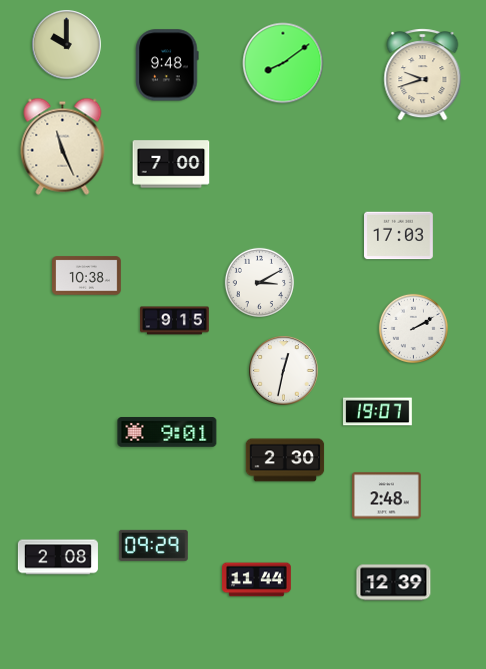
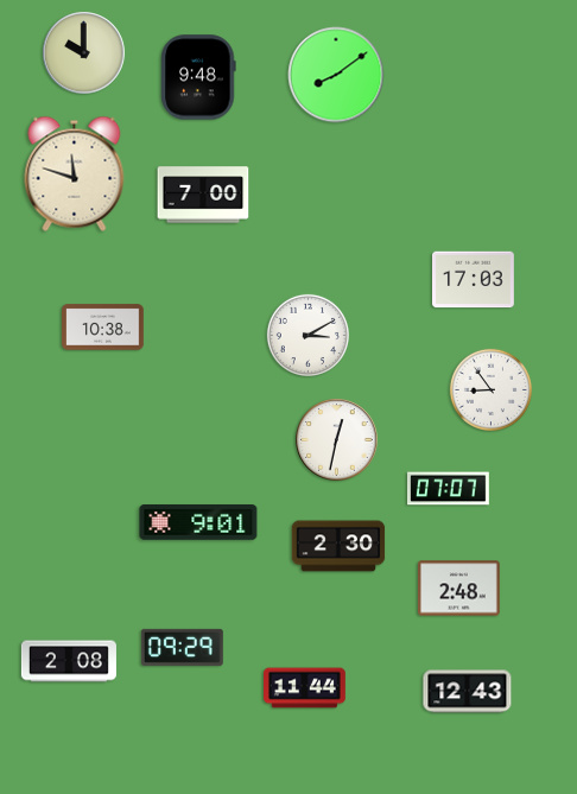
clock at (67, 45) position: (67, 45) -> (84, 53)
clock at (423, 75): 9:42 -> none
clock at (63, 146): 11:26 -> 11:48
clock at (175, 321): 9:15 -> none
clock at (413, 328): 2:10 -> 8:54
clock at (378, 412): 19:07 -> 07:07
clock at (167, 433) position: (167, 433) -> (198, 523)
clock at (394, 583): 12:39 -> 12:43
